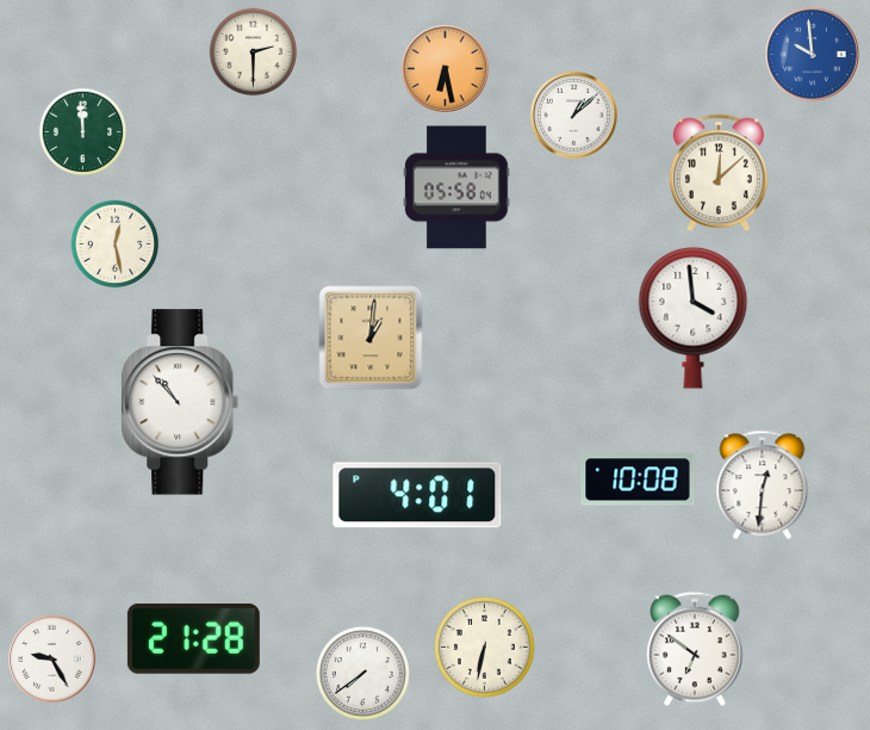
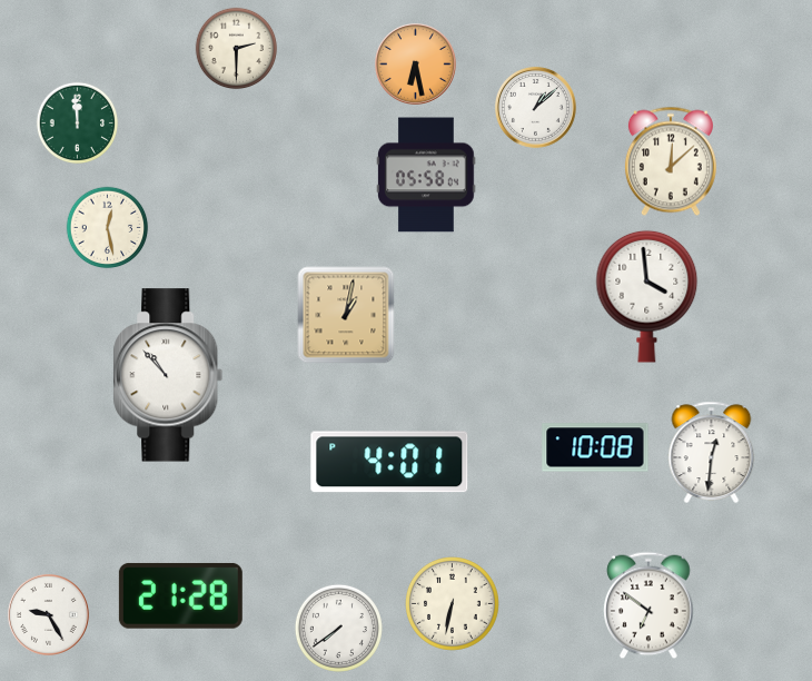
clock at (813, 55): 9:59 -> none
clock at (371, 338): 1:01 -> 1:02
